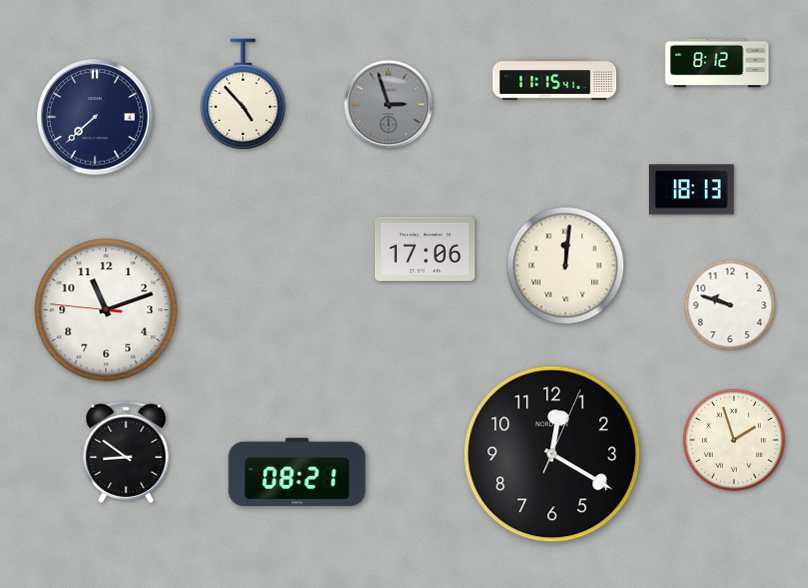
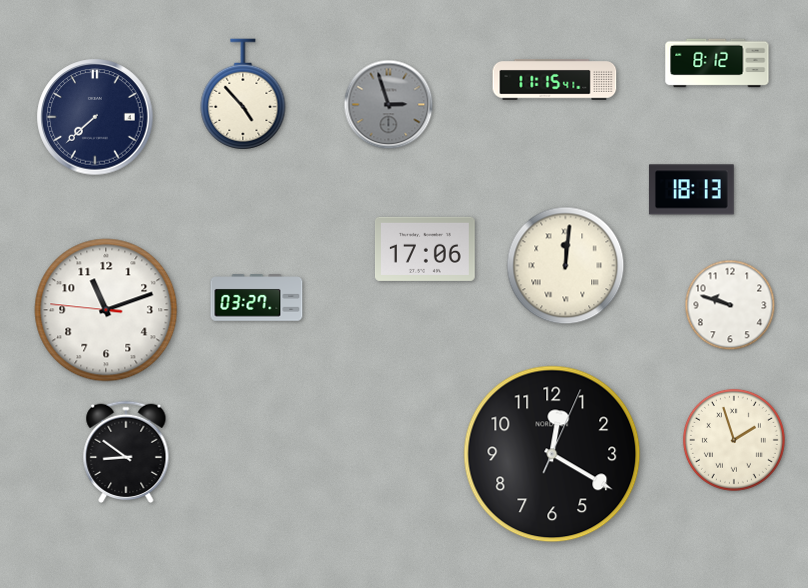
clock at (257, 298): none -> 03:27
clock at (297, 471): 08:21 -> none
